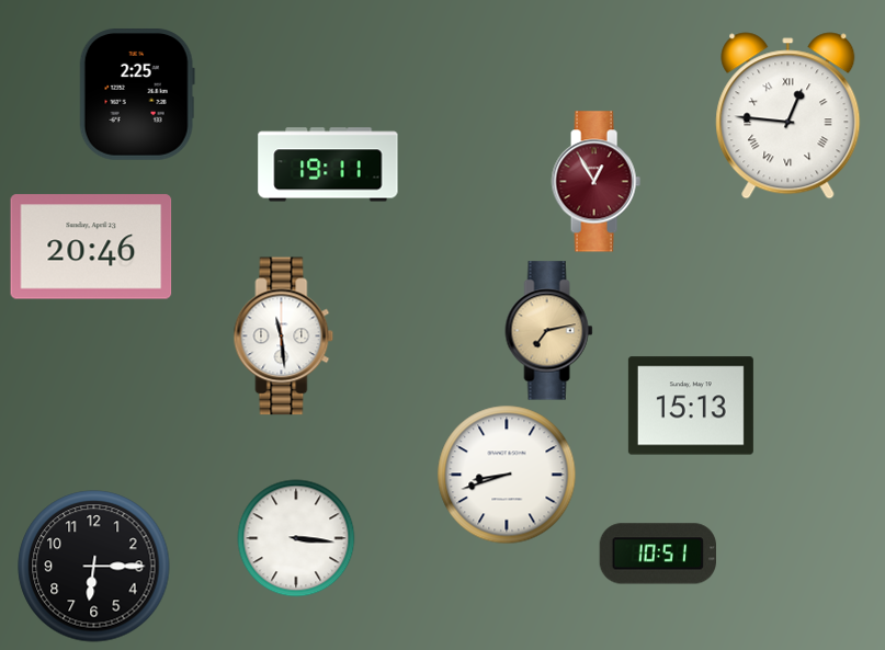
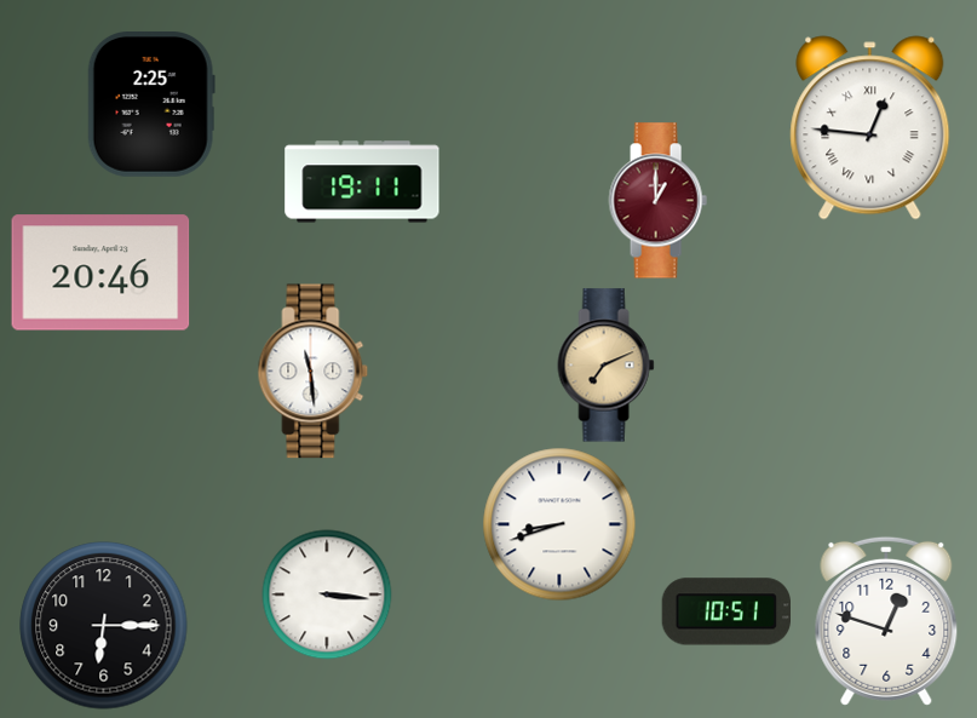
clock at (595, 182): 12:55 -> 1:00
clock at (549, 331): 7:13 -> 7:11
clock at (691, 406): 15:13 -> none
clock at (886, 621): none -> 12:48
